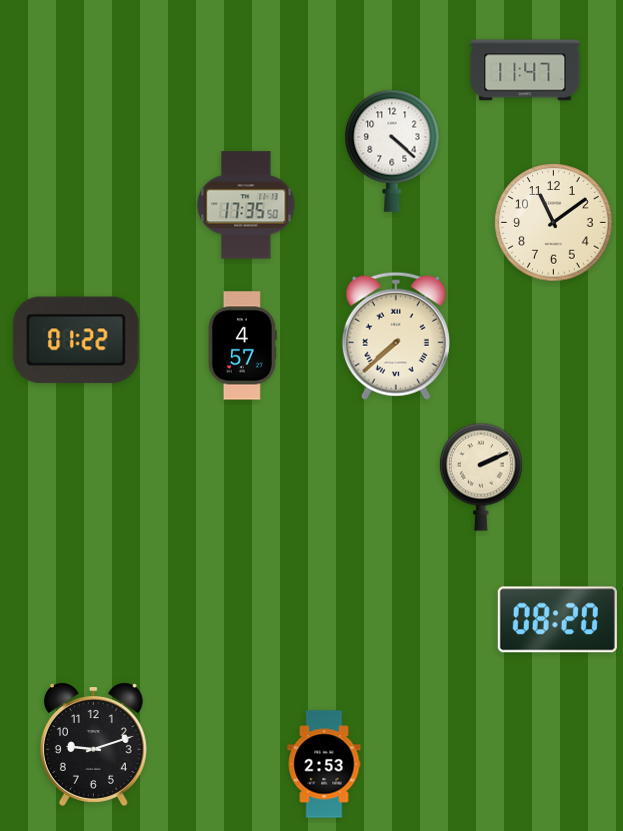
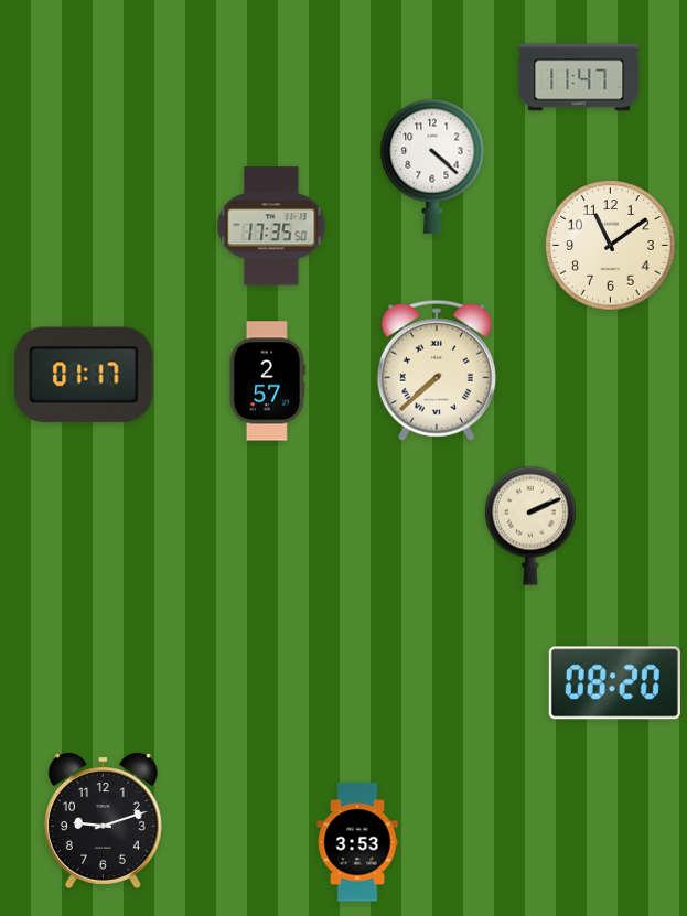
clock at (76, 340): 01:22 -> 01:17
clock at (242, 346): 4:57 -> 2:57
clock at (324, 764): 2:53 -> 3:53
